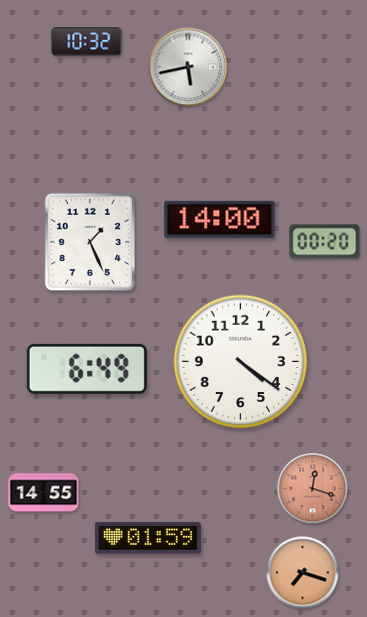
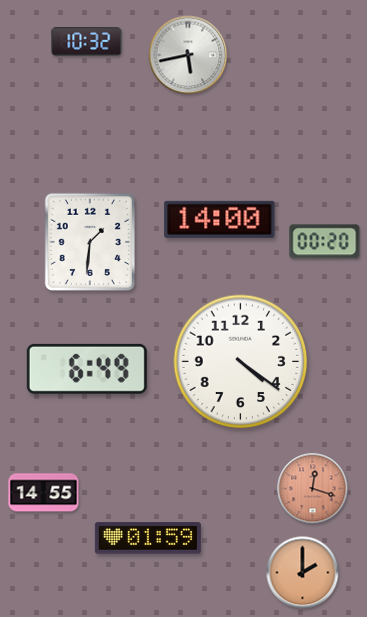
clock at (188, 67) position: (188, 67) -> (188, 55)
clock at (90, 241): 1:26 -> 1:31
clock at (303, 573): 7:18 -> 2:00
